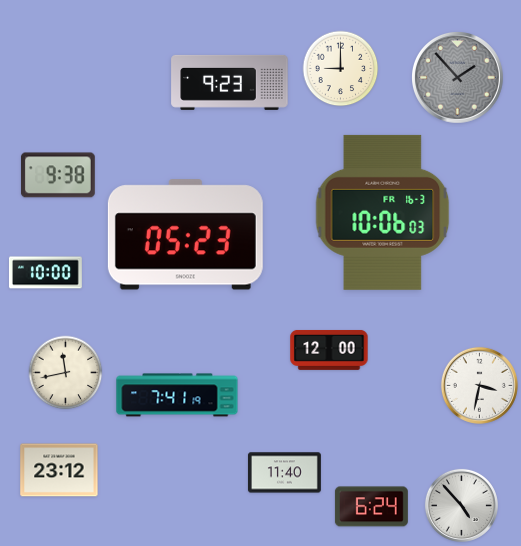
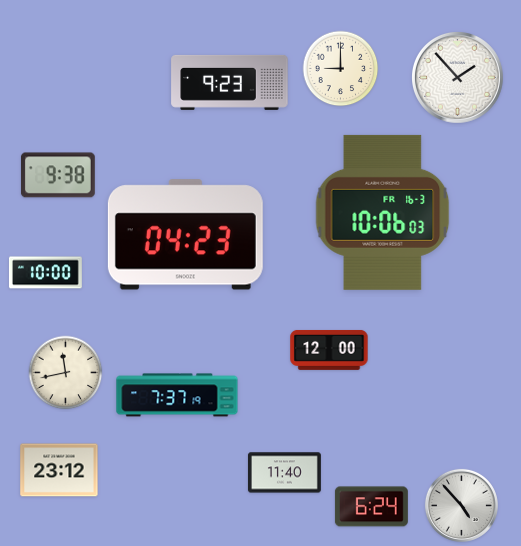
clock at (458, 78) dial: grey -> white
clock at (185, 235): 05:23 -> 04:23
clock at (479, 385): 3:32 -> none
clock at (177, 395): 7:41 -> 7:37
